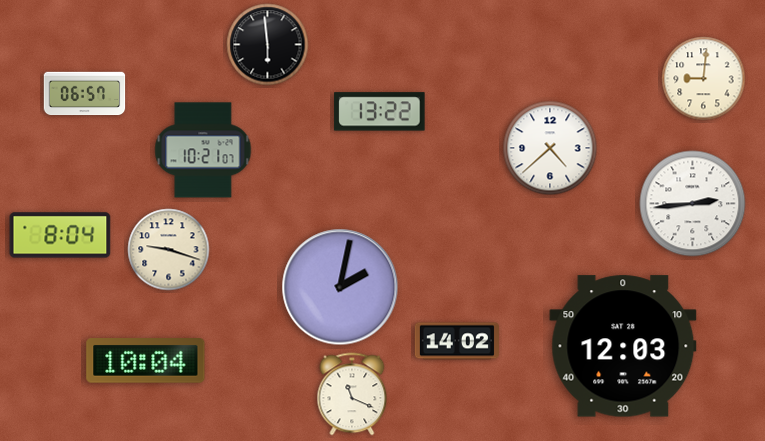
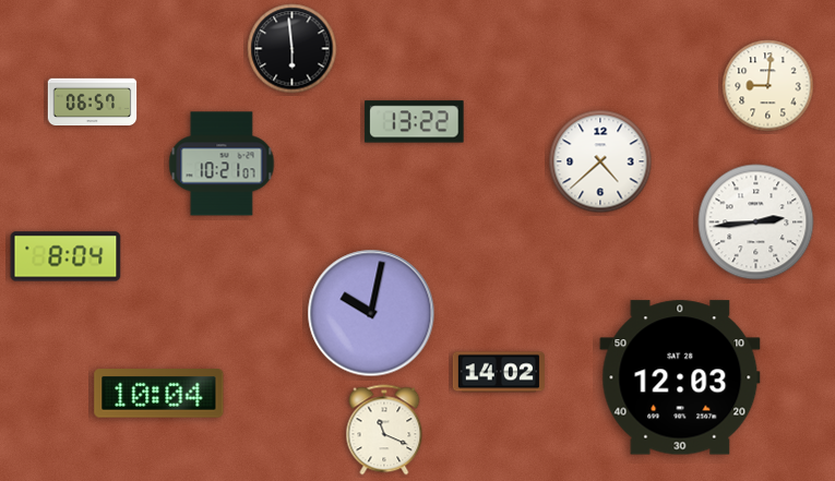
clock at (169, 250): 9:18 -> none
clock at (340, 287): 2:02 -> 10:02
